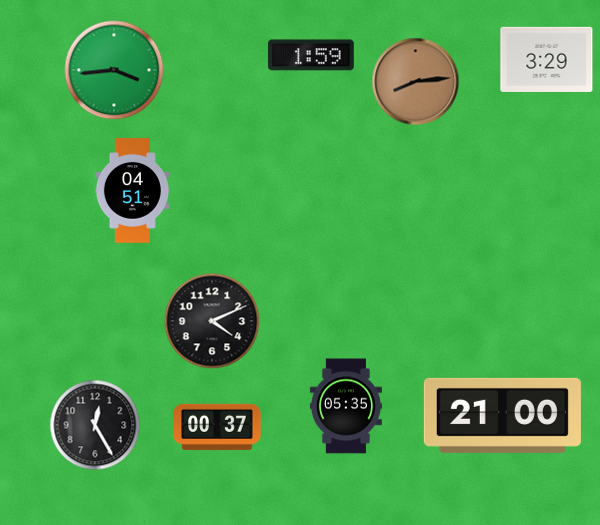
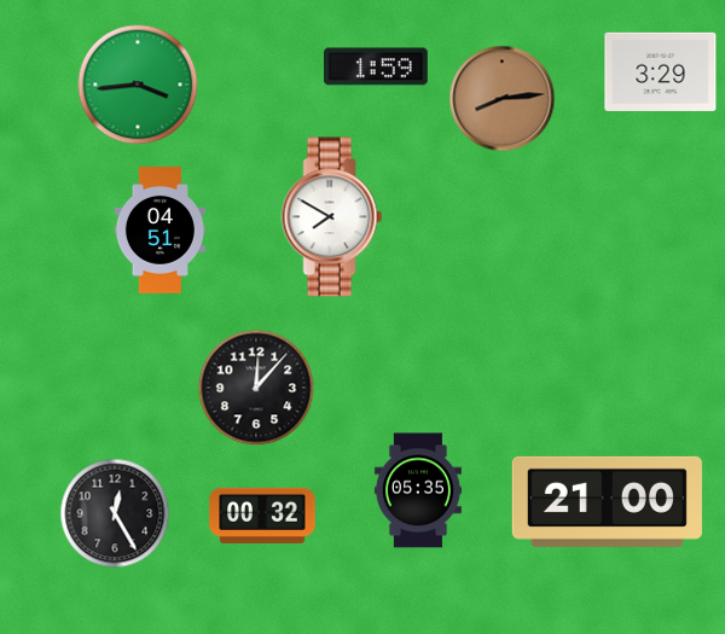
clock at (332, 217): none -> 7:50
clock at (212, 321): 4:11 -> 12:07
clock at (217, 427): 00:37 -> 00:32
